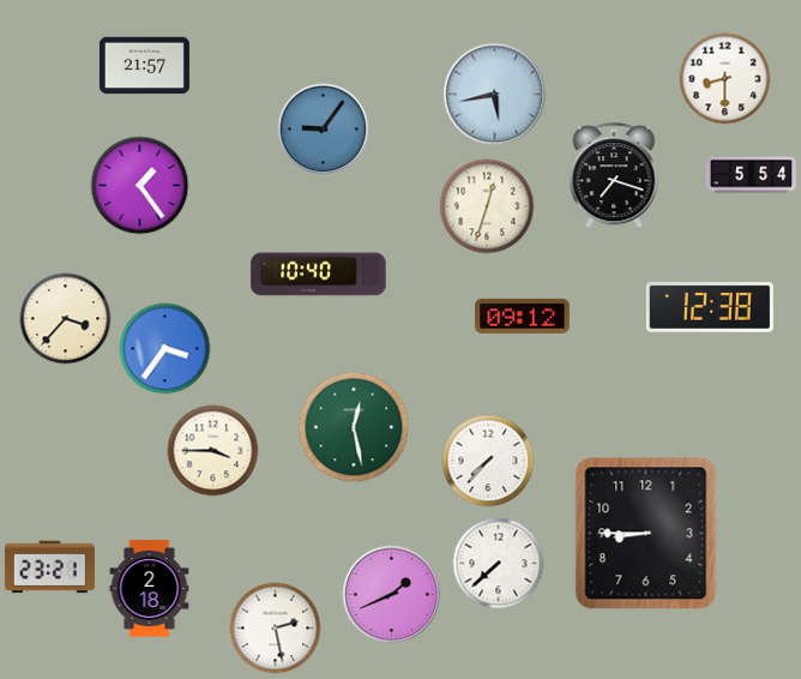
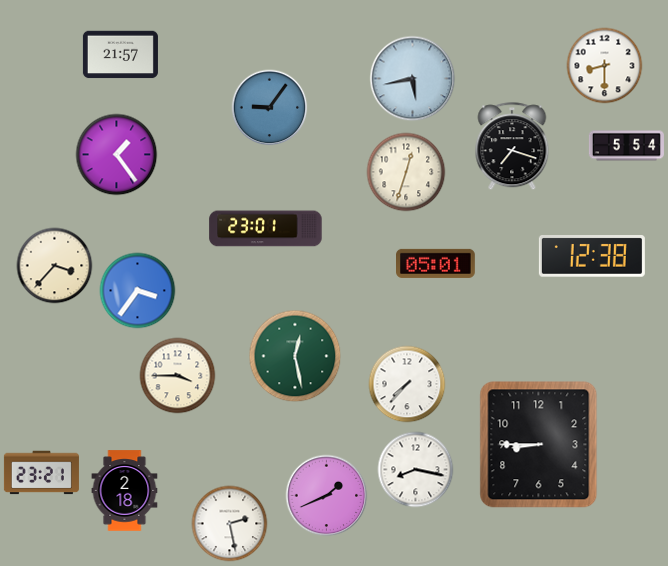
clock at (319, 275): 10:40 -> 23:01
clock at (523, 316): 09:12 -> 05:01
clock at (499, 564): 7:38 -> 8:17
